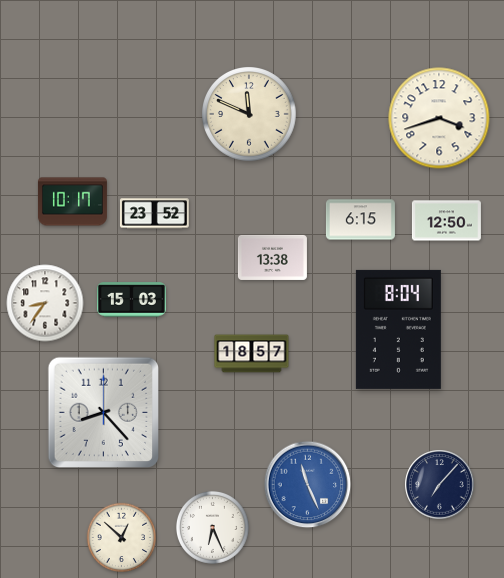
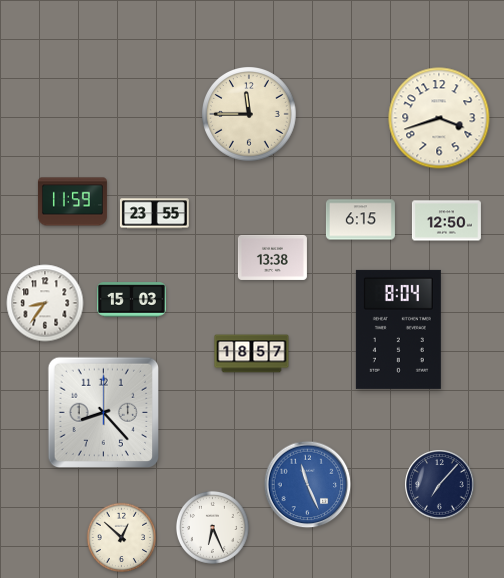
clock at (250, 115): 11:49 -> 11:45
clock at (72, 202): 10:17 -> 11:59
clock at (154, 214): 23:52 -> 23:55
